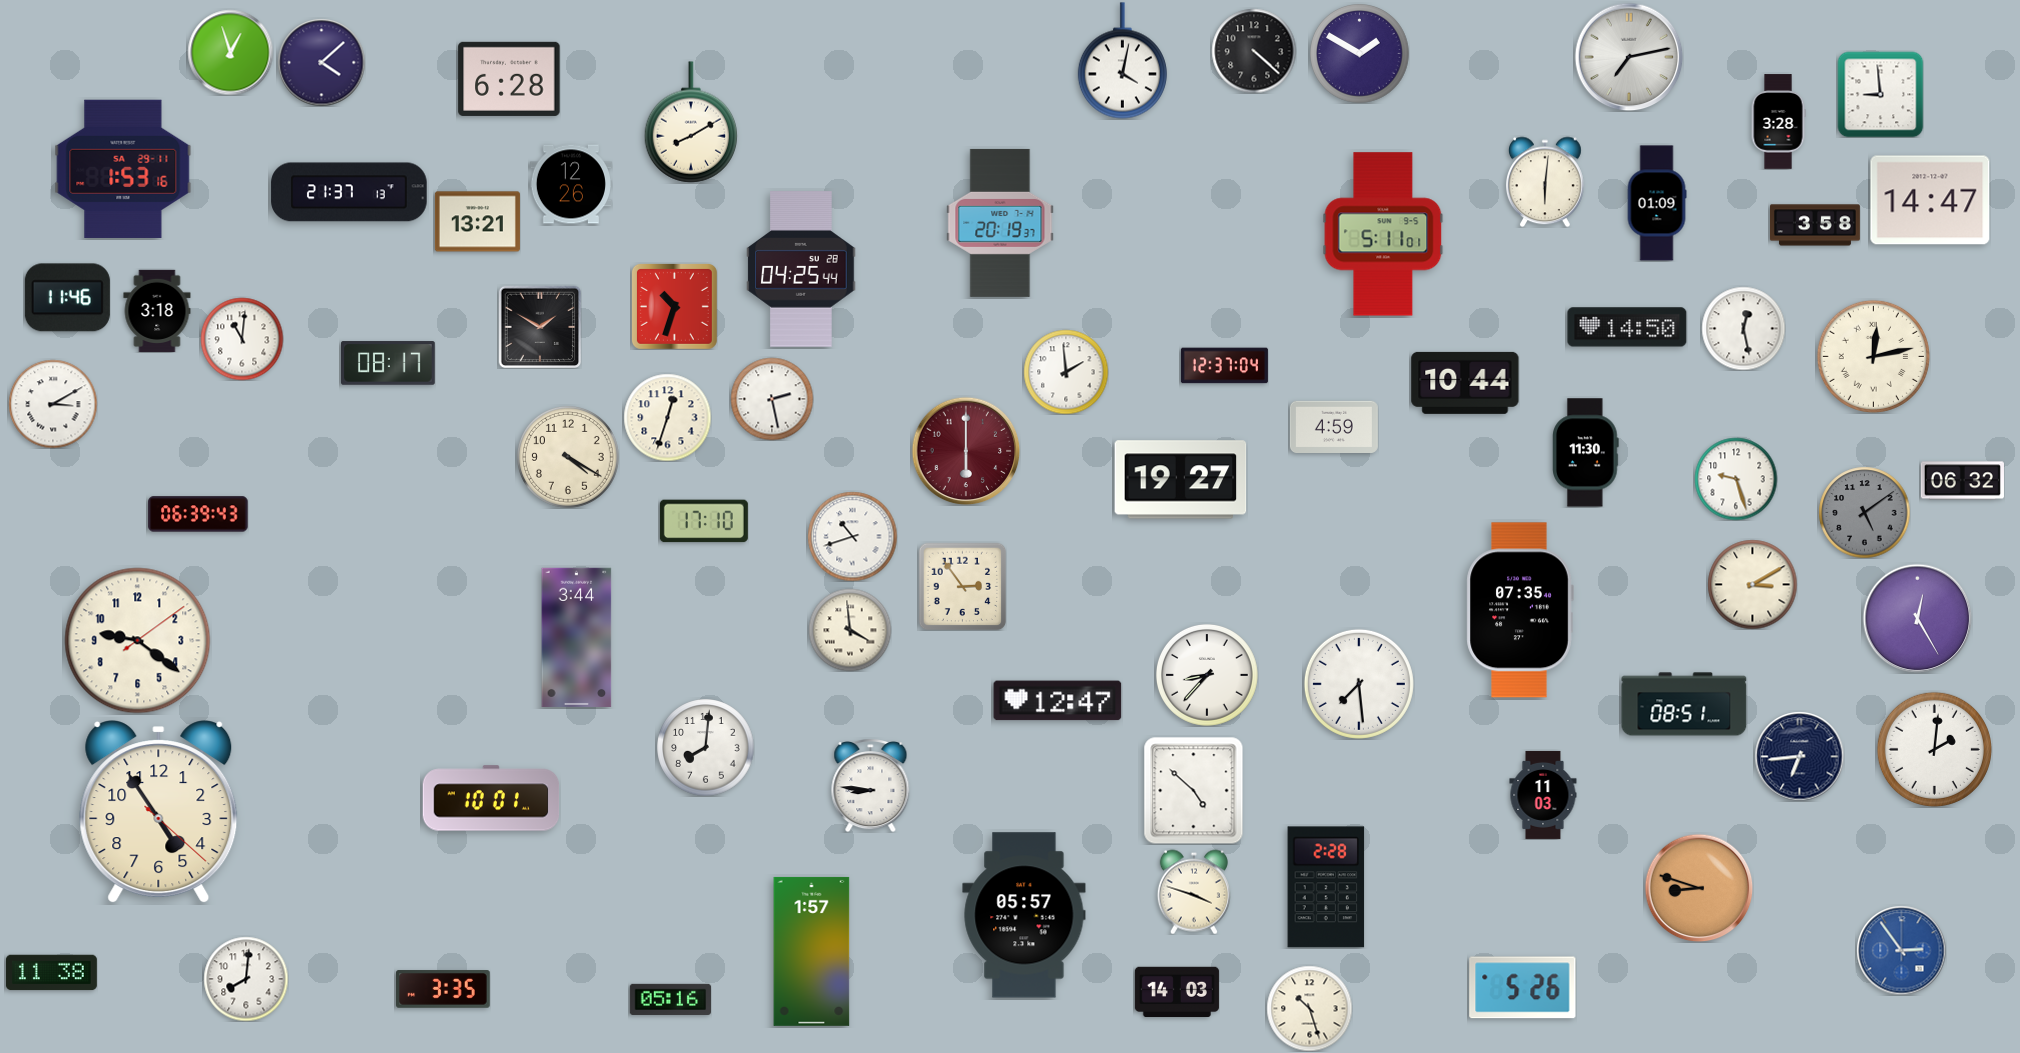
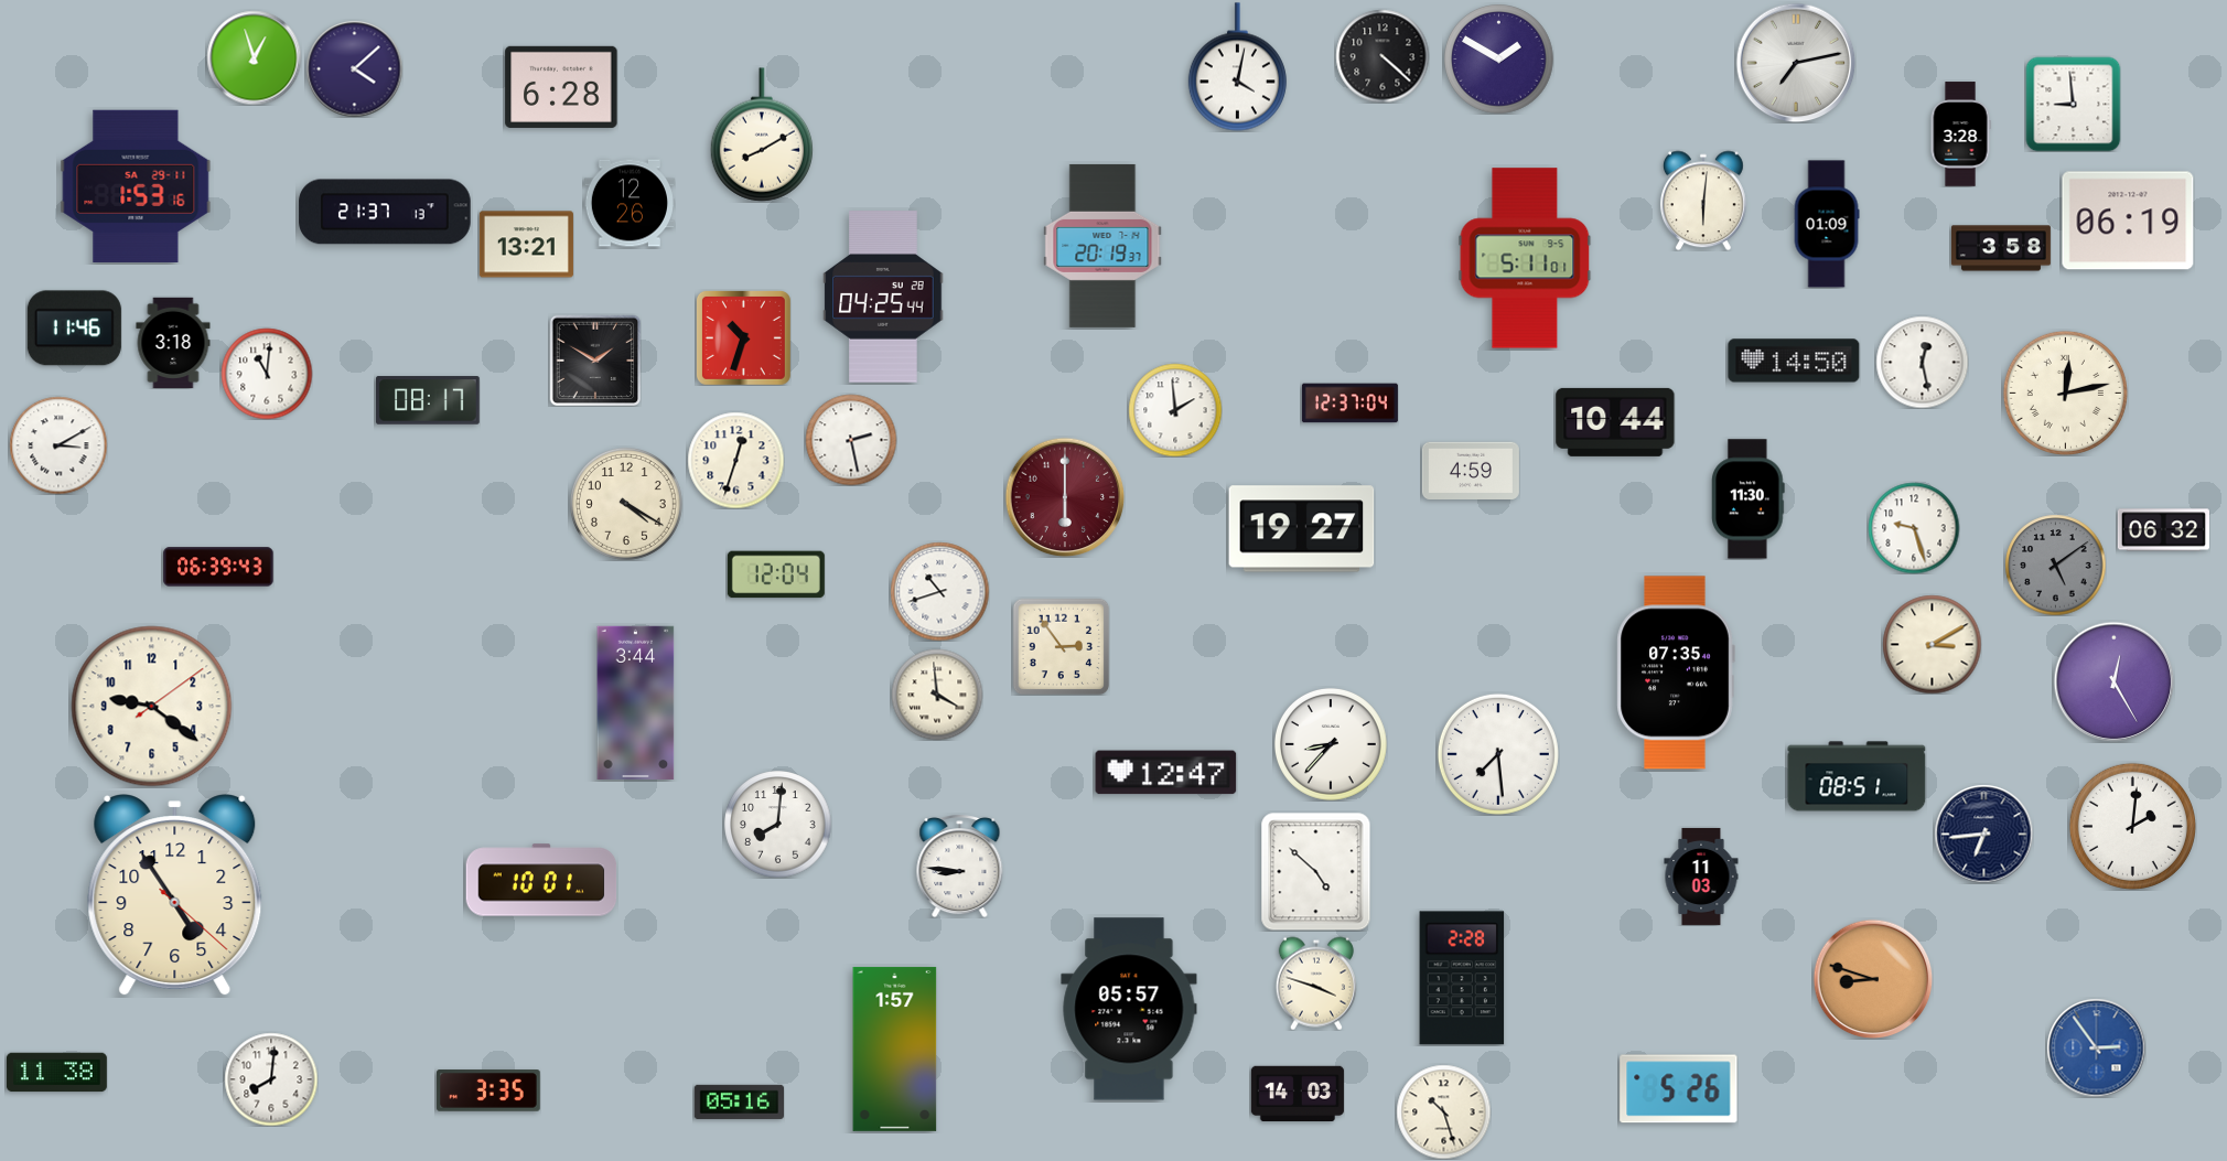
clock at (1930, 200): 14:47 -> 06:19
clock at (704, 521): 17:10 -> 12:04
